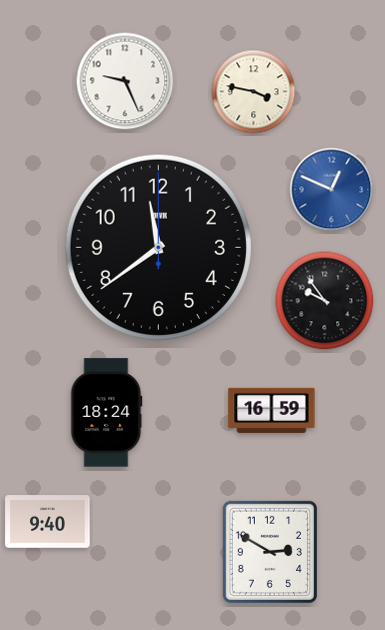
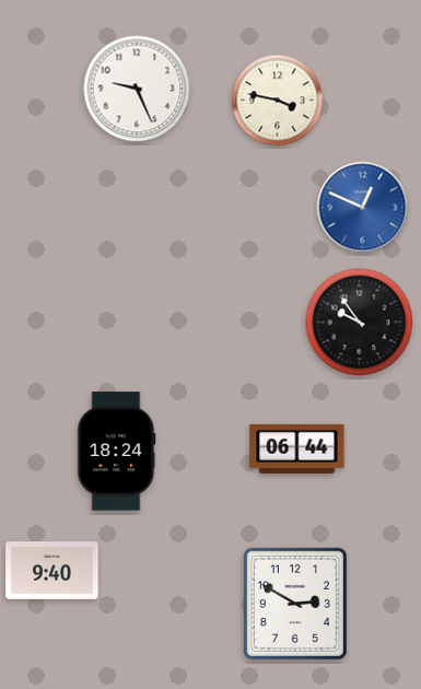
clock at (158, 247): 11:39 -> none
clock at (325, 301) position: (325, 301) -> (360, 323)
clock at (272, 410): 16:59 -> 06:44
